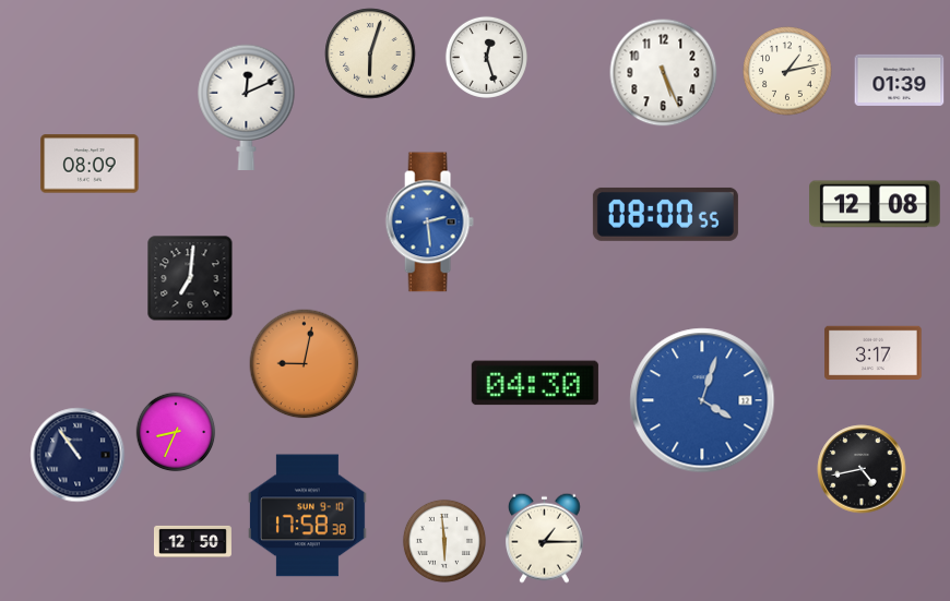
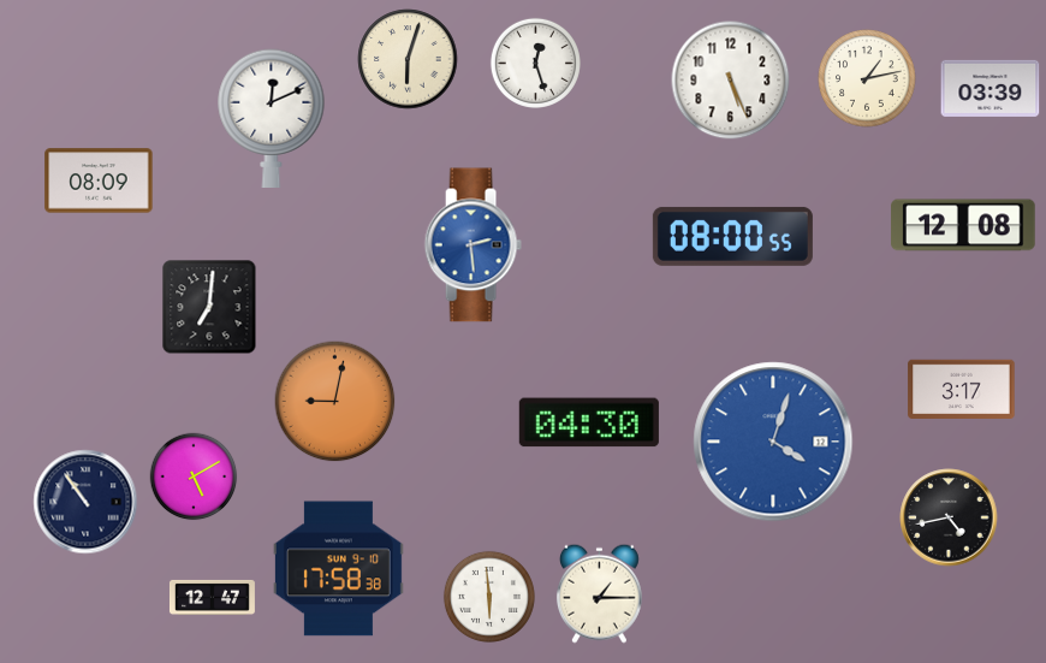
clock at (900, 80): 01:39 -> 03:39
clock at (176, 432): 8:34 -> 5:10
clock at (192, 541): 12:50 -> 12:47
